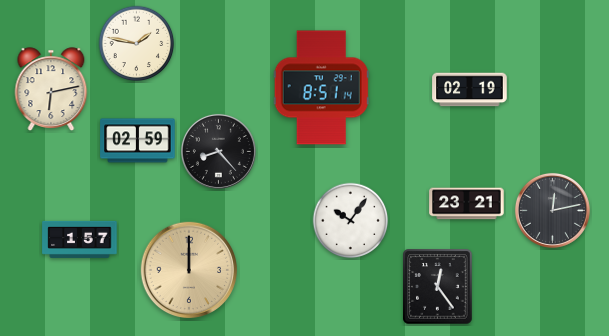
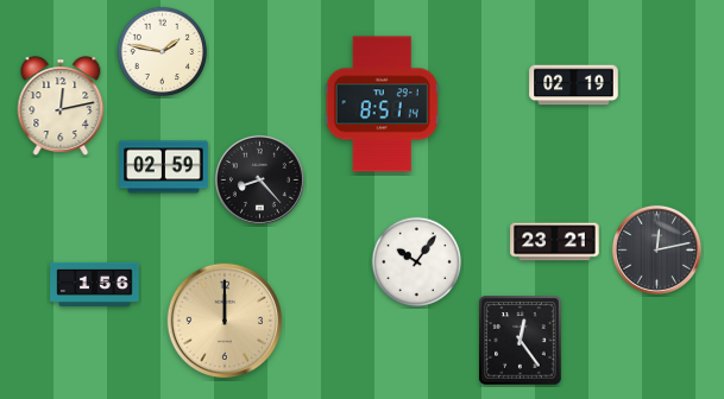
clock at (51, 89): 6:13 -> 12:13
clock at (470, 90) position: (470, 90) -> (574, 85)
clock at (80, 239): 1:57 -> 1:56
